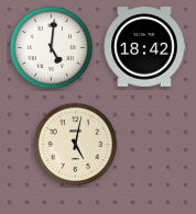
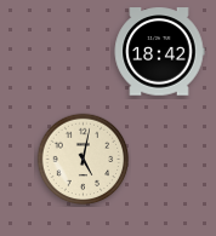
clock at (52, 48): 5:01 -> none
